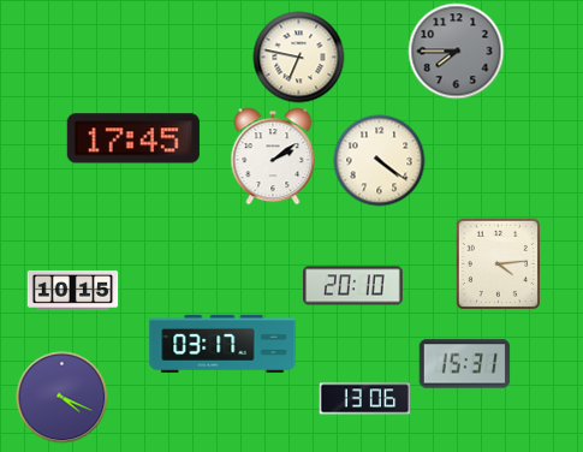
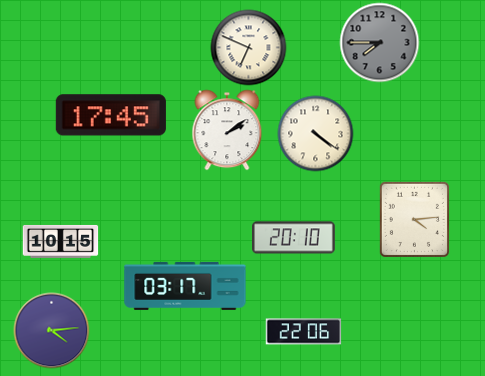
clock at (299, 58): 6:47 -> 6:49
clock at (465, 364): 15:31 -> none
clock at (63, 398): 4:19 -> 4:14
clock at (365, 399): 13:06 -> 22:06
